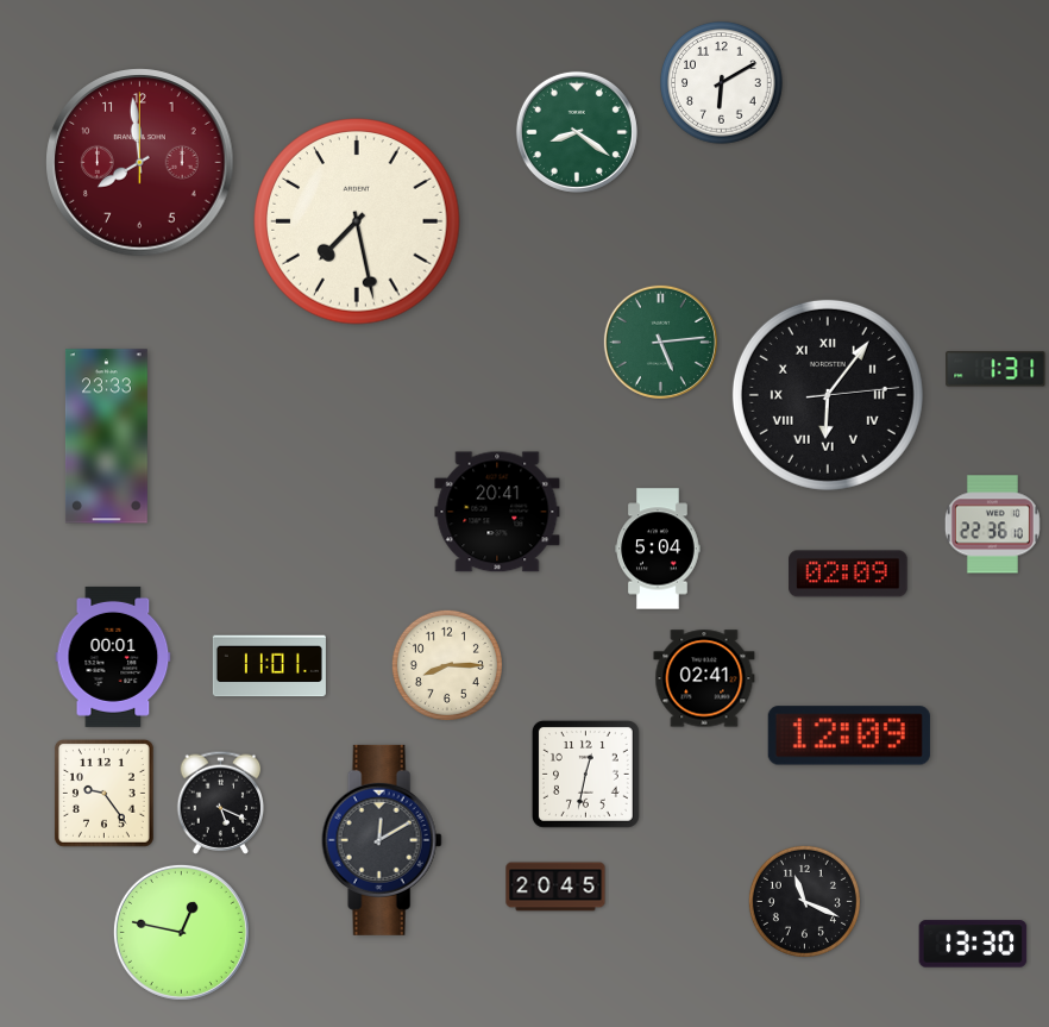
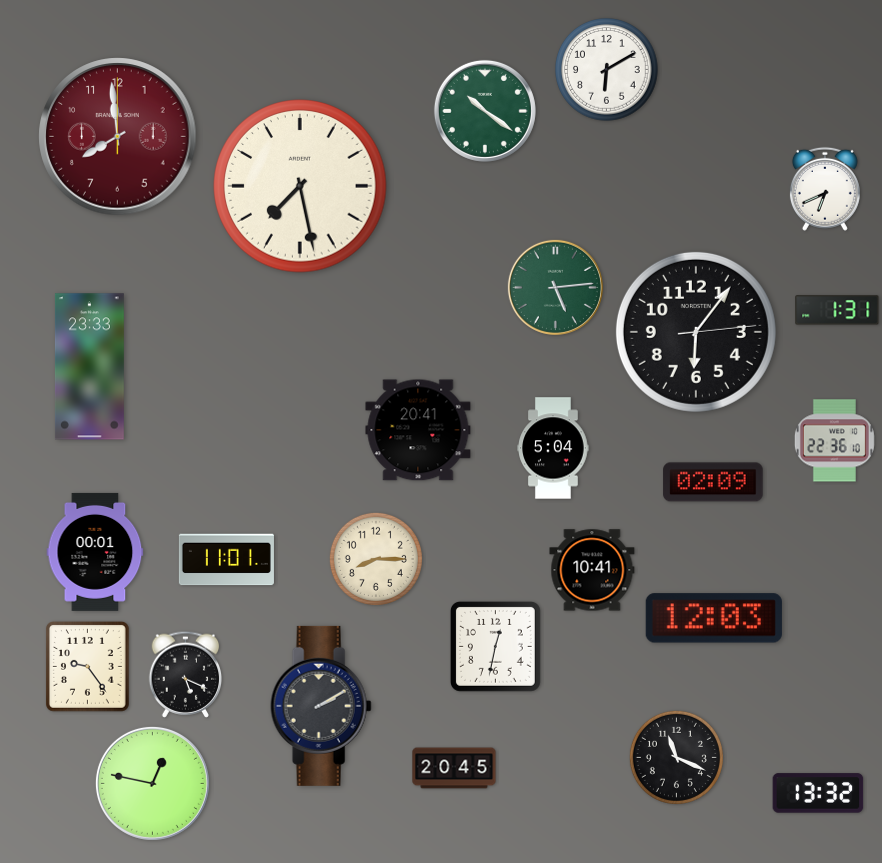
clock at (577, 132): 8:21 -> 10:21
clock at (825, 189): none -> 6:41
clock at (828, 395) numerals: Roman -> Arabic
clock at (658, 549) position: (658, 549) -> (553, 448)
clock at (704, 678): 02:41 -> 10:41
clock at (849, 735): 12:09 -> 12:03
clock at (585, 774) position: (585, 774) -> (495, 646)
clock at (382, 840): 12:10 -> 2:10
clock at (555, 887) position: (555, 887) -> (454, 768)
clock at (973, 944): 13:30 -> 13:32
